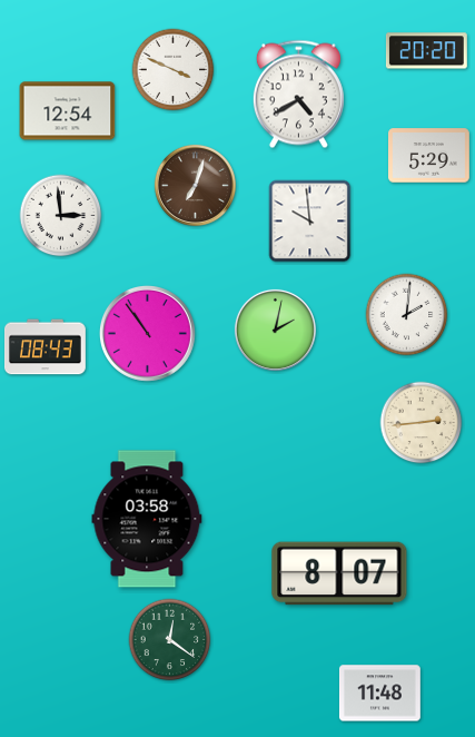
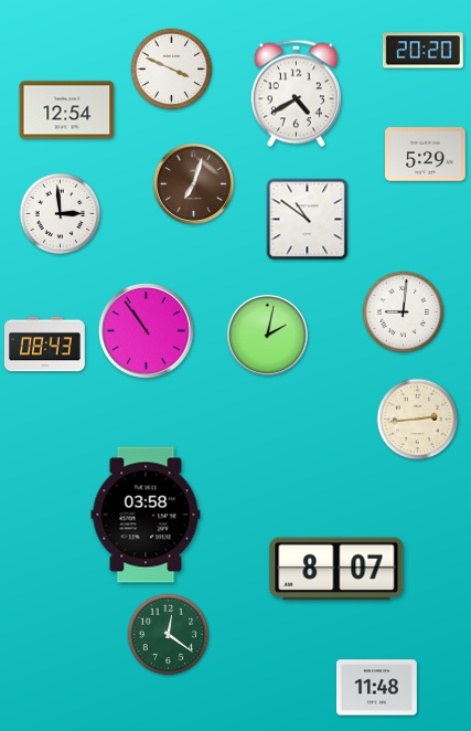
clock at (310, 222): 9:59 -> 10:51
clock at (407, 315): 2:01 -> 9:01
clock at (275, 330) position: (275, 330) -> (267, 335)
